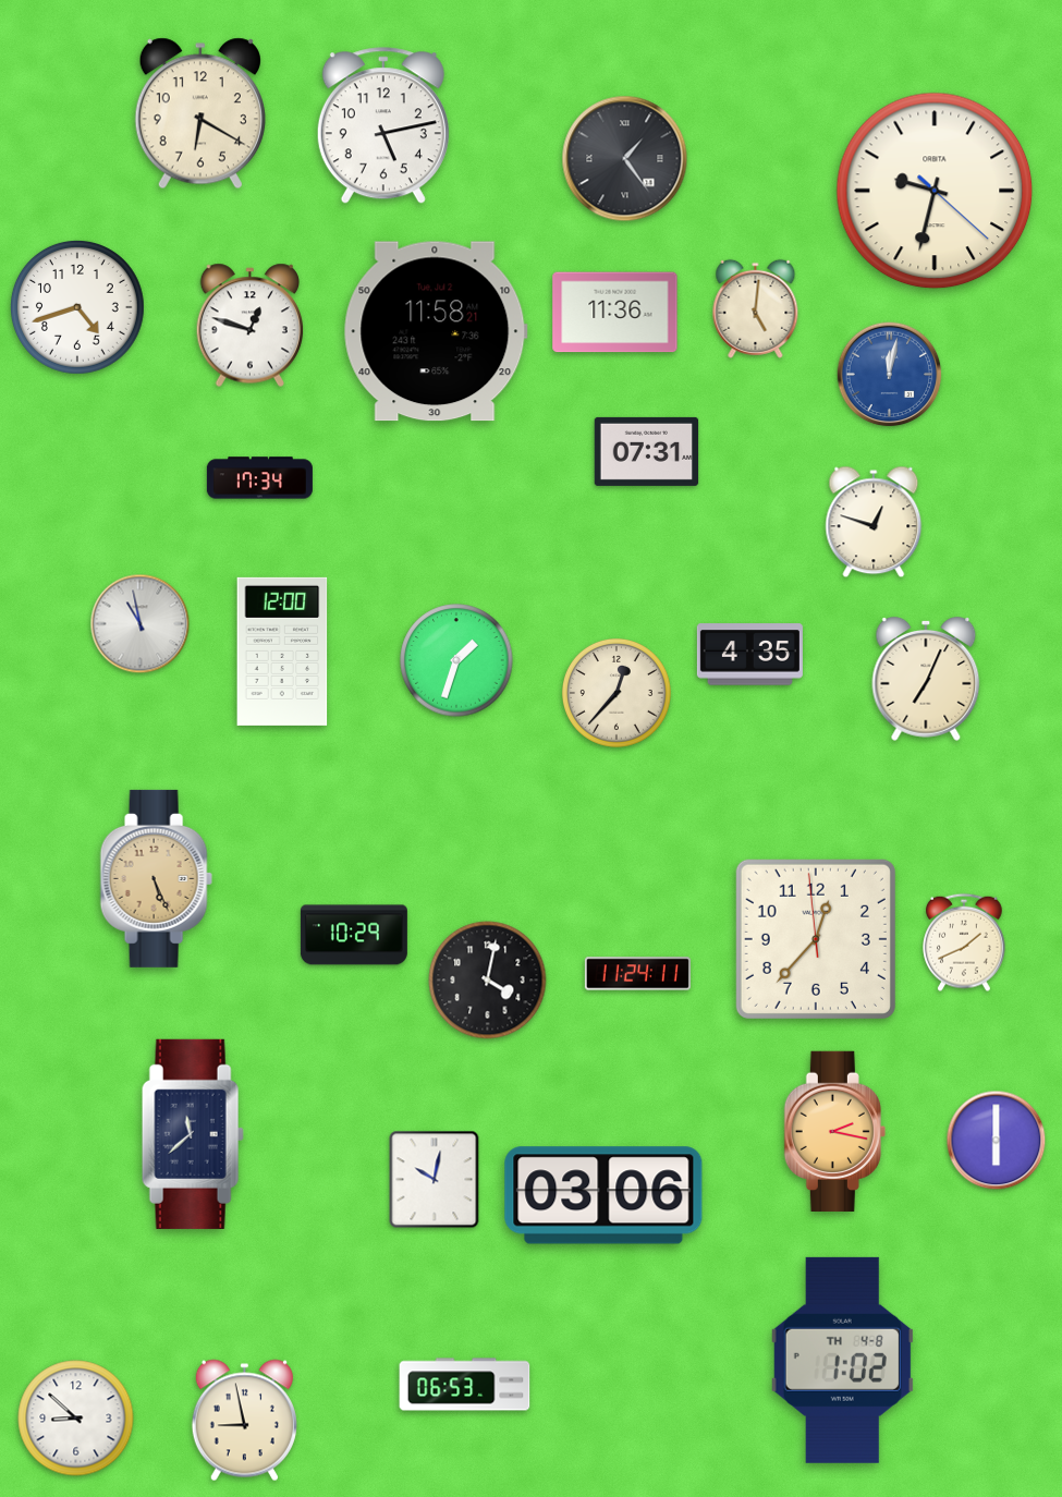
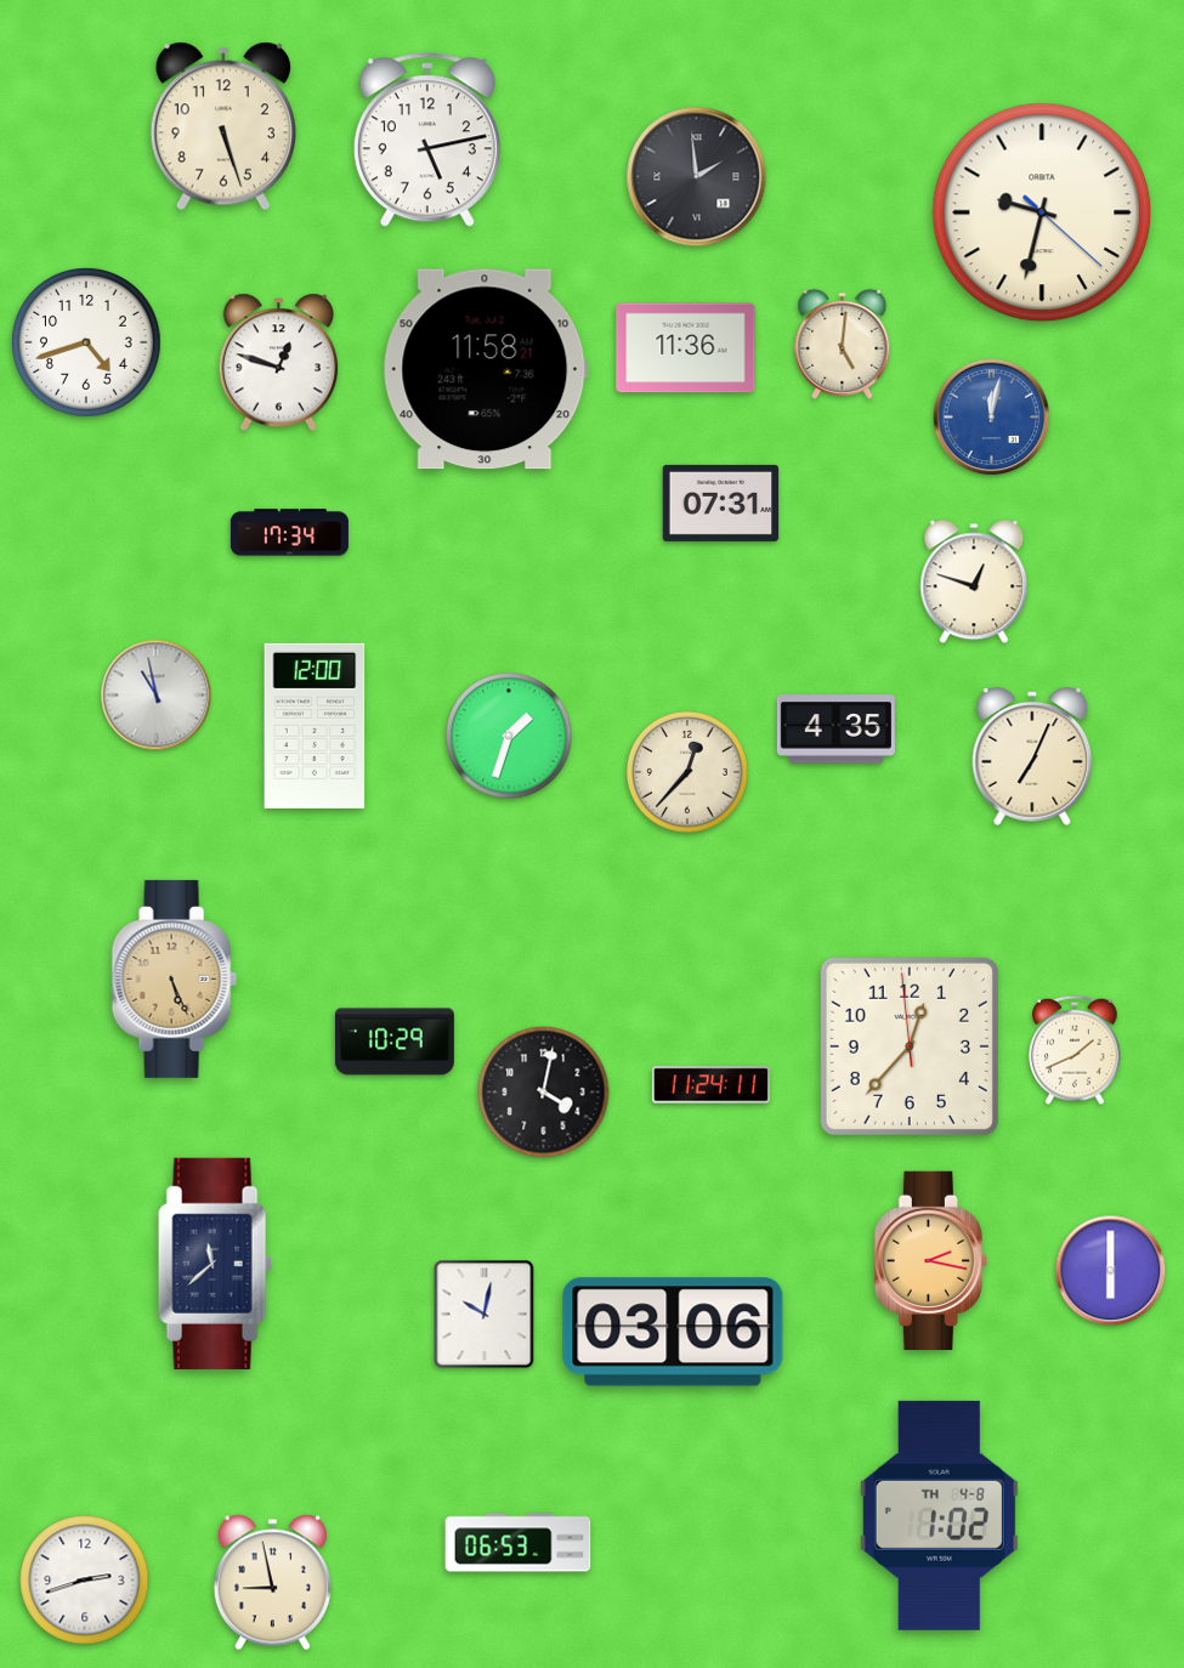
clock at (200, 113): 6:20 -> 5:27
clock at (625, 159): 1:24 -> 1:59
clock at (76, 1419): 8:52 -> 2:42
